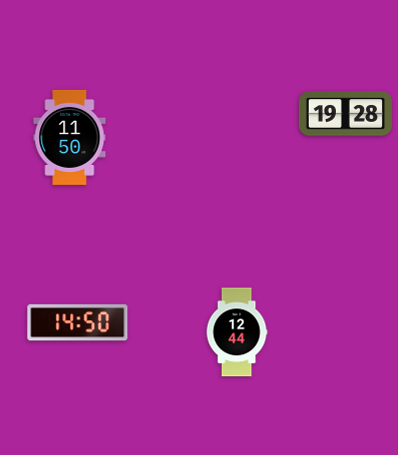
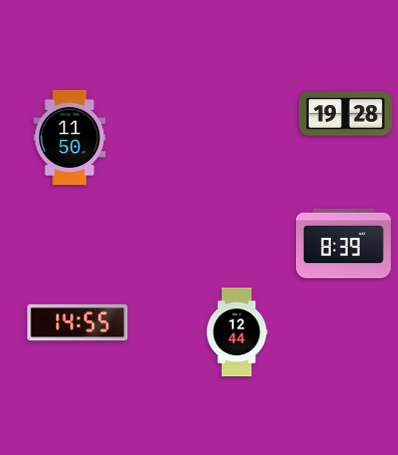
clock at (343, 244): none -> 8:39
clock at (78, 323): 14:50 -> 14:55
